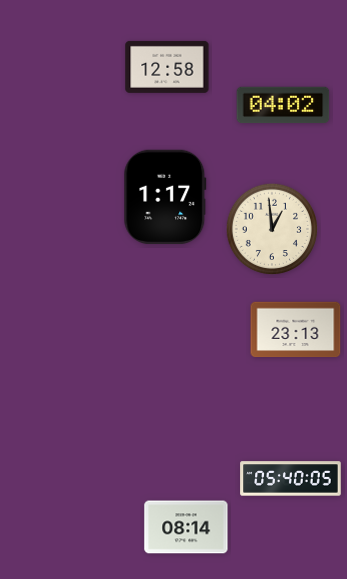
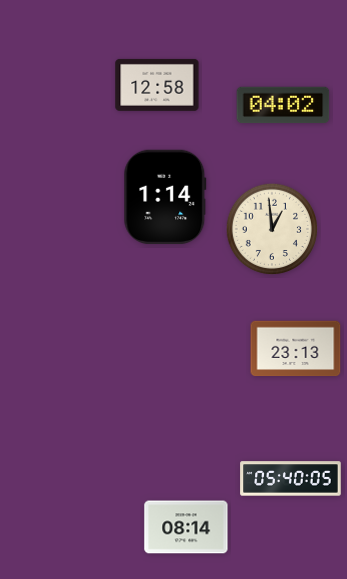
clock at (167, 67) position: (167, 67) -> (157, 85)
clock at (165, 197): 1:17 -> 1:14
clock at (296, 330) position: (296, 330) -> (296, 349)
